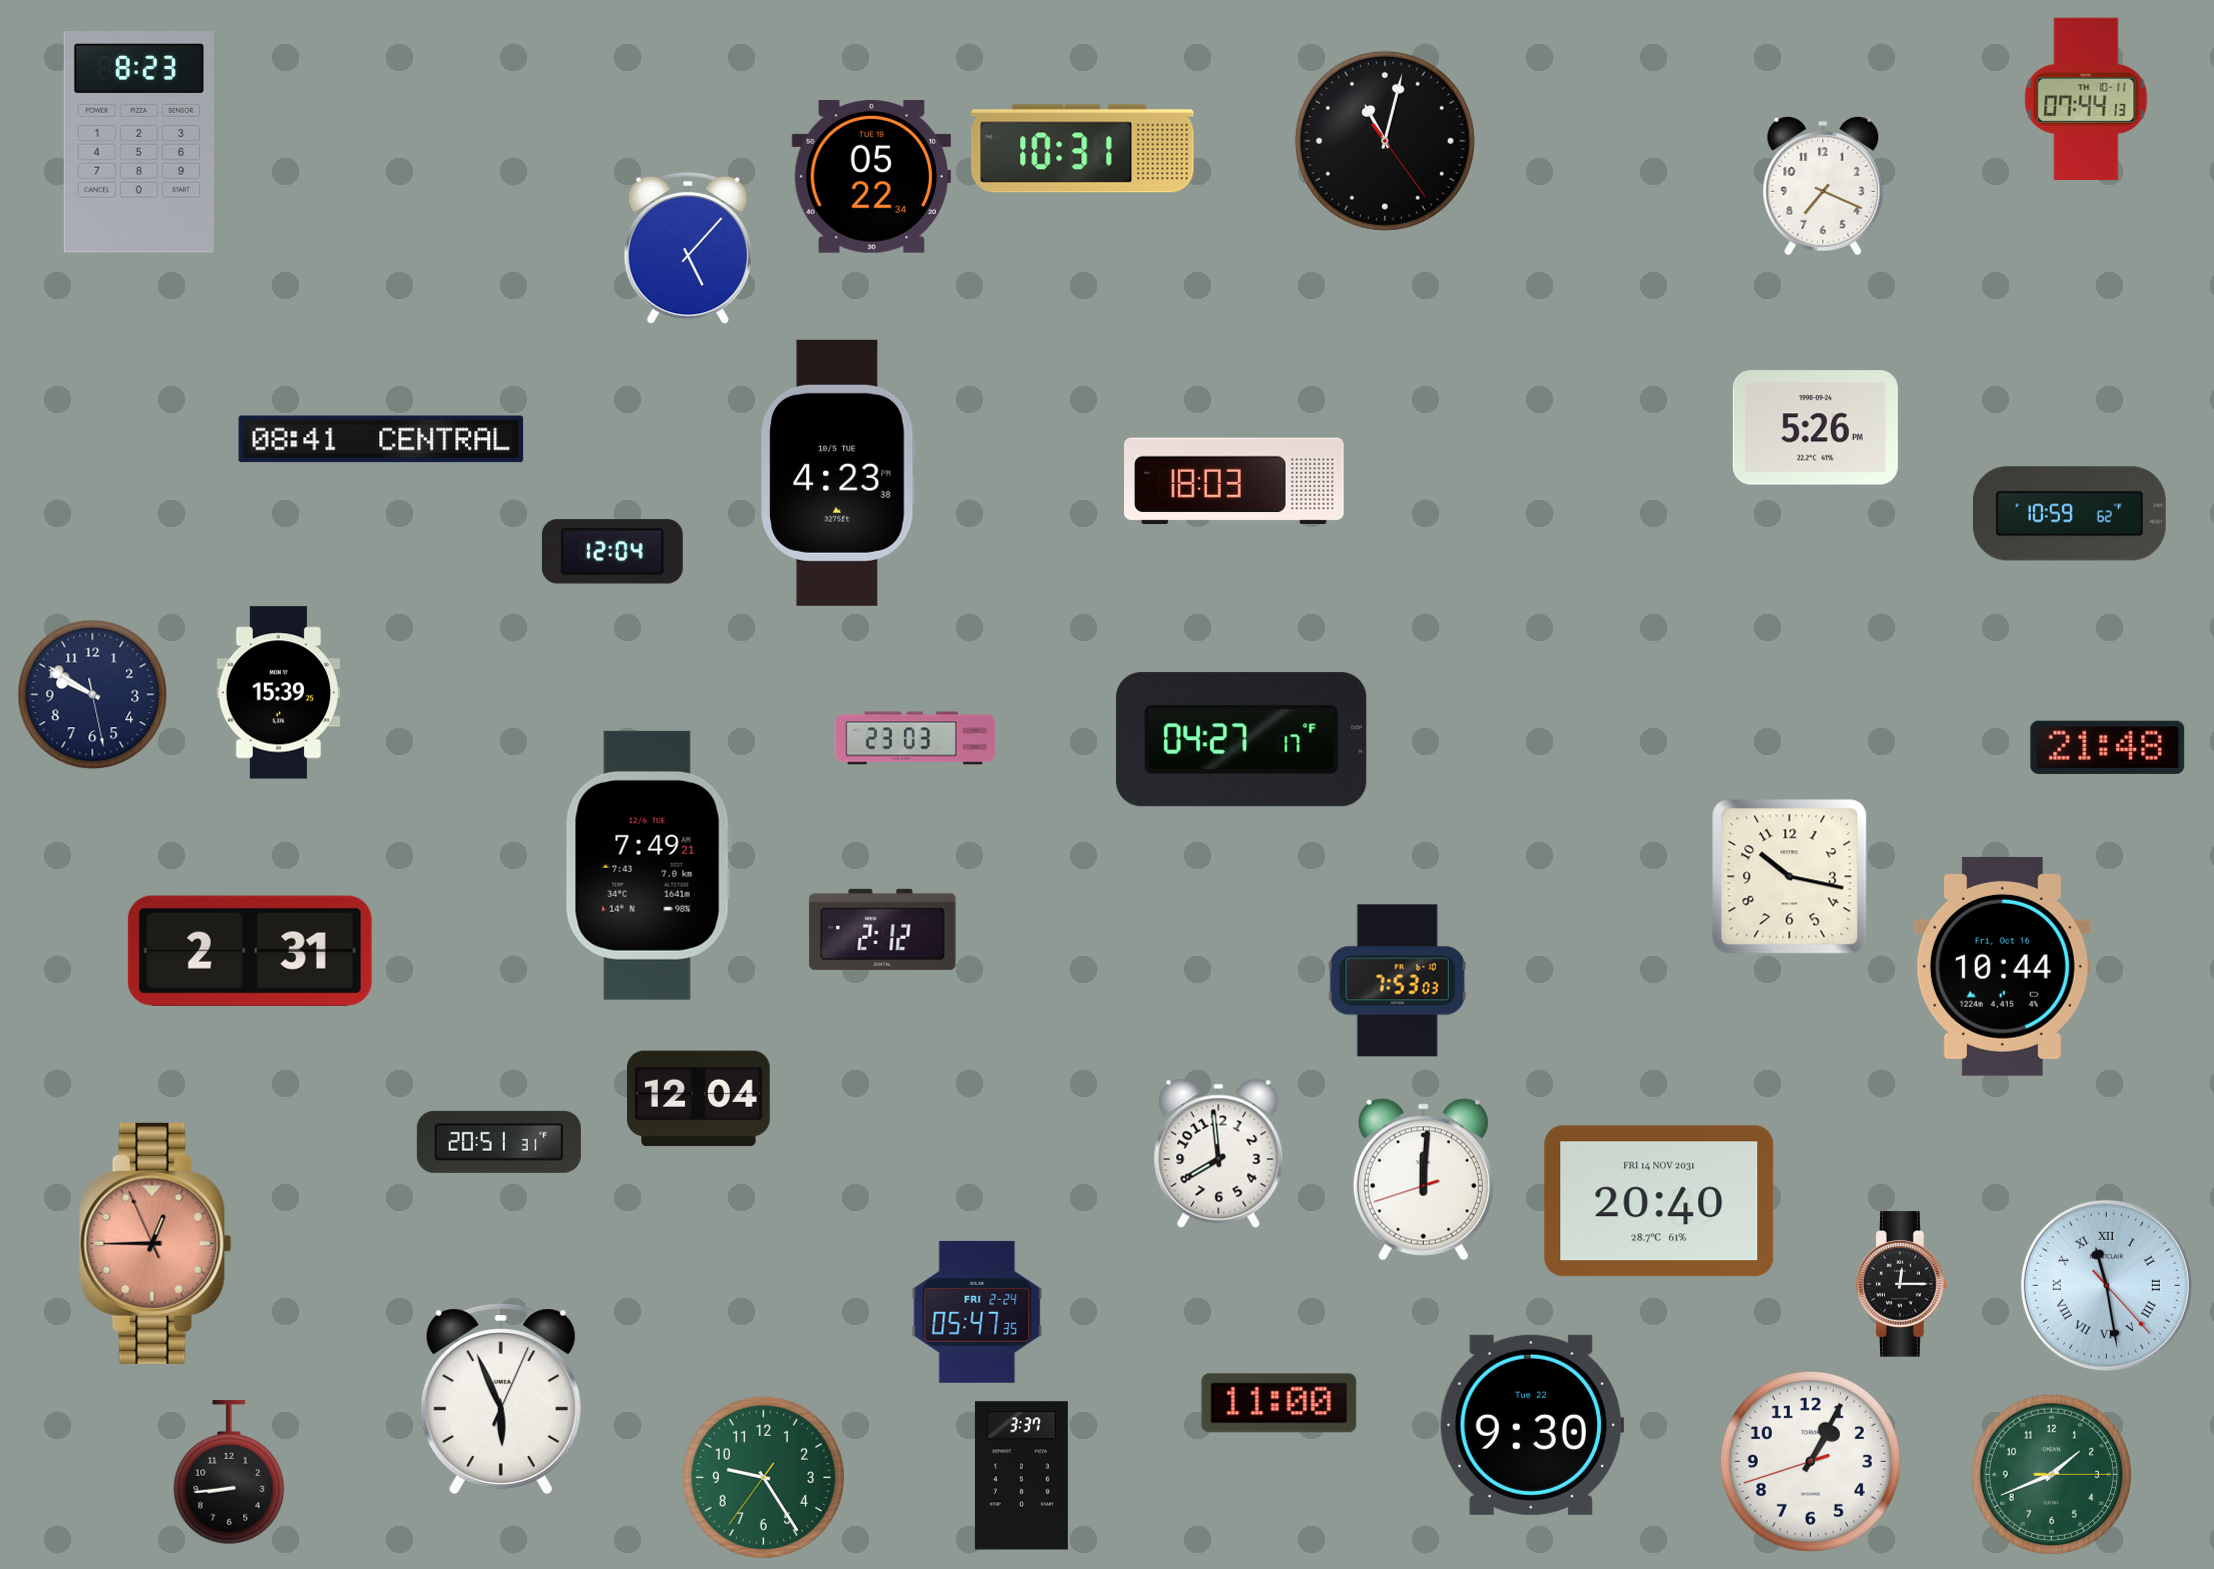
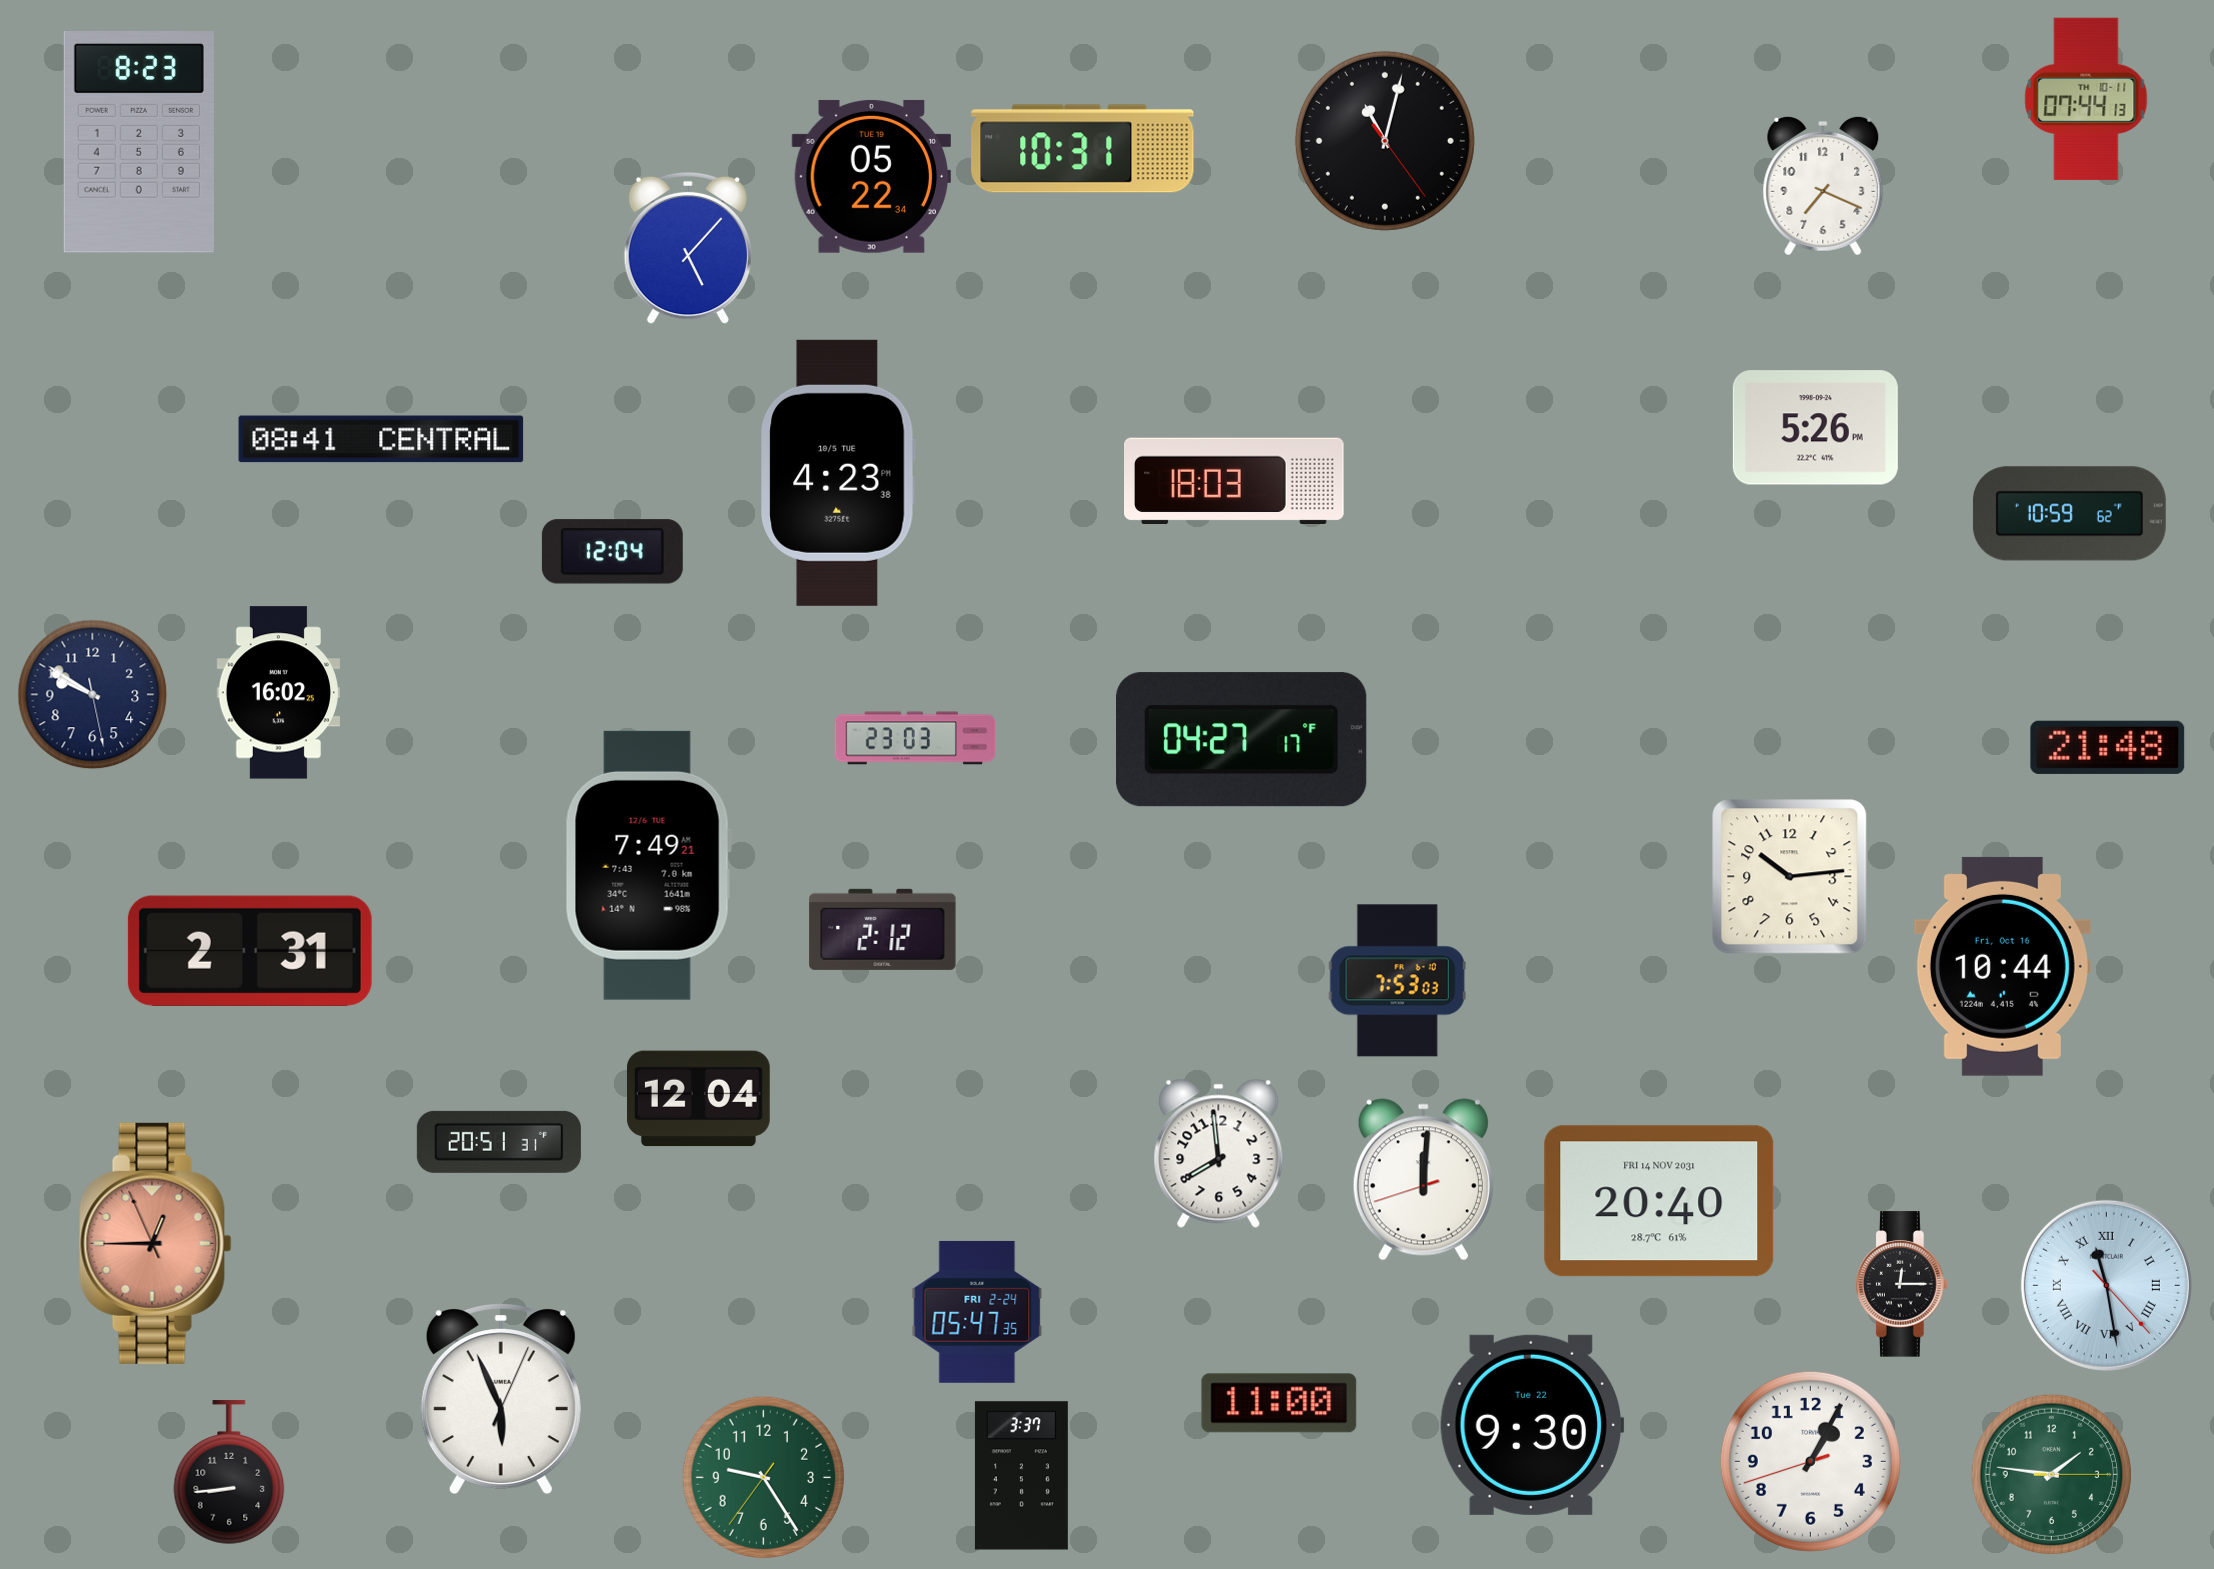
clock at (278, 693): 15:39 -> 16:02
clock at (1790, 877): 10:17 -> 10:14
clock at (2051, 1474): 1:41 -> 1:46
